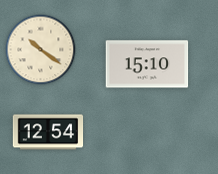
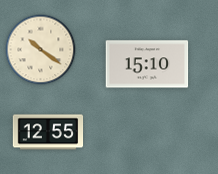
clock at (48, 132): 12:54 -> 12:55
